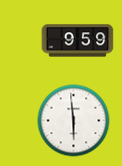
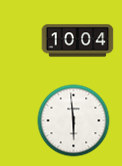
clock at (78, 41): 9:59 -> 10:04
